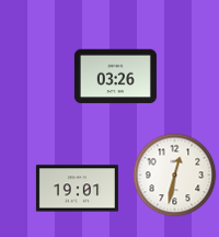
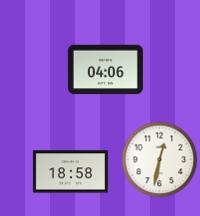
clock at (115, 77): 03:26 -> 04:06
clock at (77, 189): 19:01 -> 18:58
